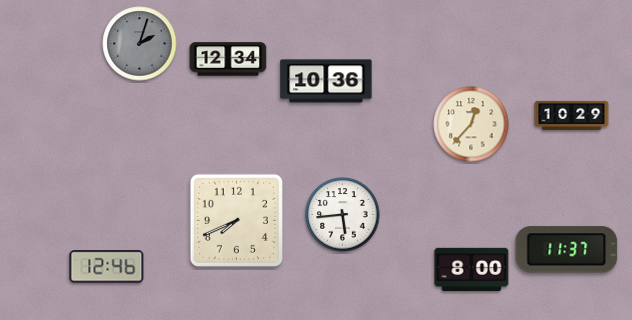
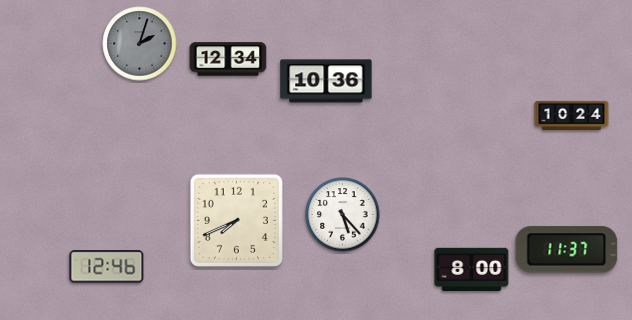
clock at (572, 115): 10:29 -> 10:24
clock at (471, 124): 12:37 -> none
clock at (343, 215): 5:44 -> 5:23
